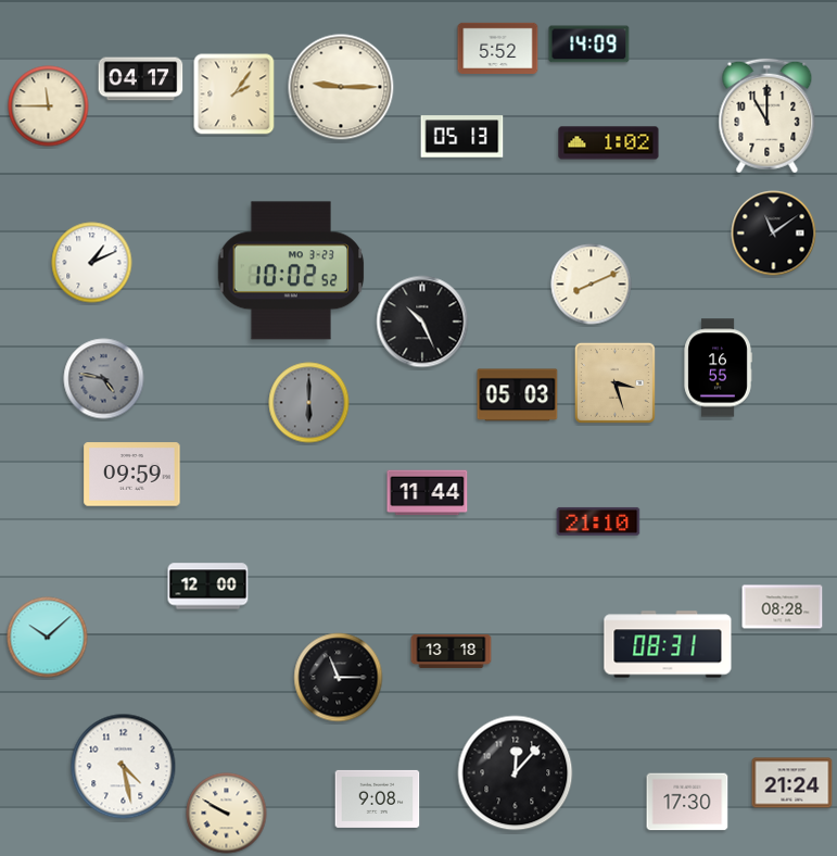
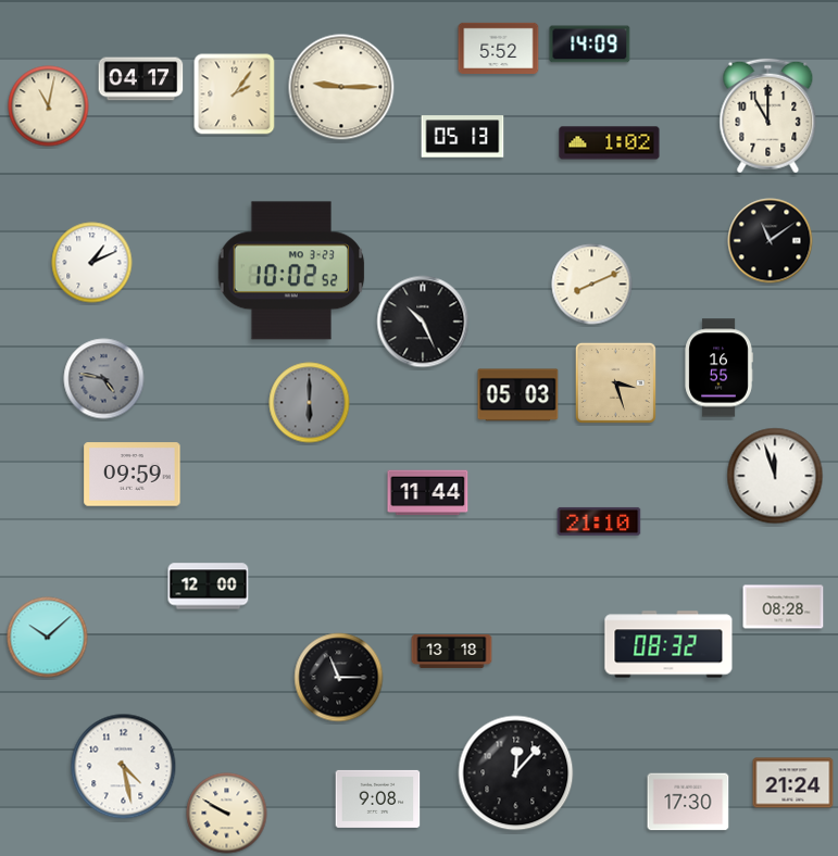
clock at (49, 106): 11:45 -> 11:02
clock at (774, 234) position: (774, 234) -> (771, 241)
clock at (775, 476): none -> 11:57
clock at (668, 644): 08:31 -> 08:32
